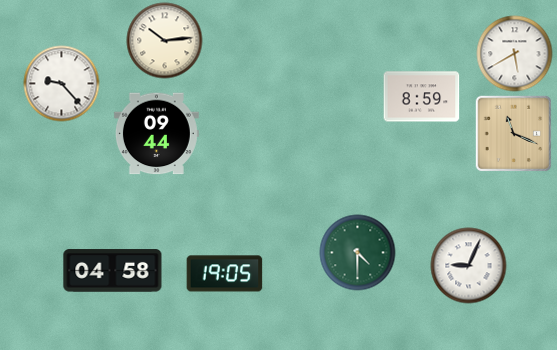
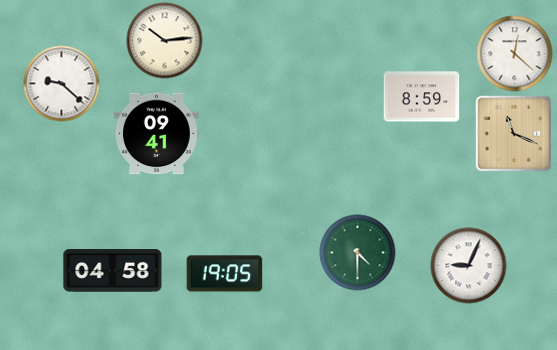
clock at (515, 54): 5:40 -> 12:22
clock at (62, 84): 9:23 -> 9:22
clock at (156, 134): 09:44 -> 09:41
